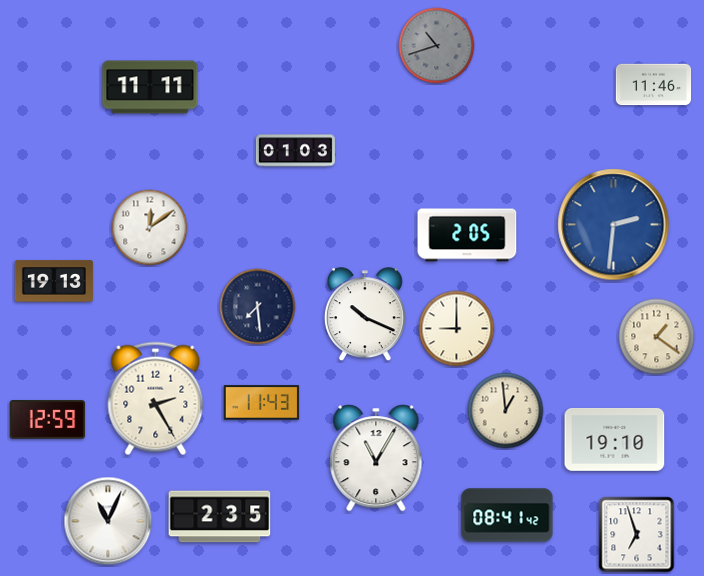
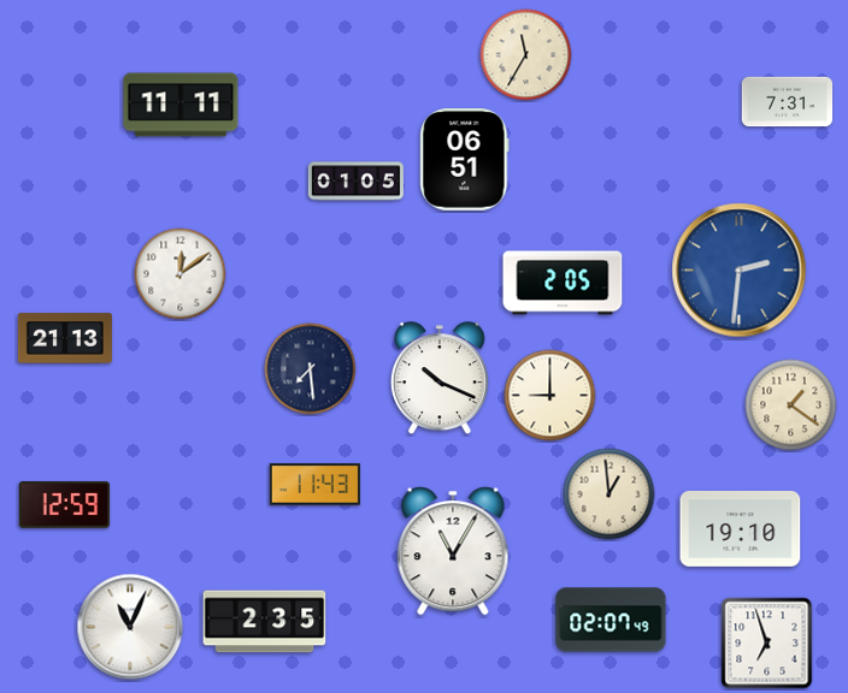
clock at (437, 46): 10:42 -> 11:35
clock at (437, 46) dial: grey -> cream
clock at (654, 85): 11:46 -> 7:31
clock at (465, 160): none -> 06:51
clock at (295, 151): 01:03 -> 01:05
clock at (54, 281): 19:13 -> 21:13
clock at (156, 399): 2:25 -> none
clock at (48, 420) position: (48, 420) -> (65, 505)
clock at (507, 515): 08:41 -> 02:07
